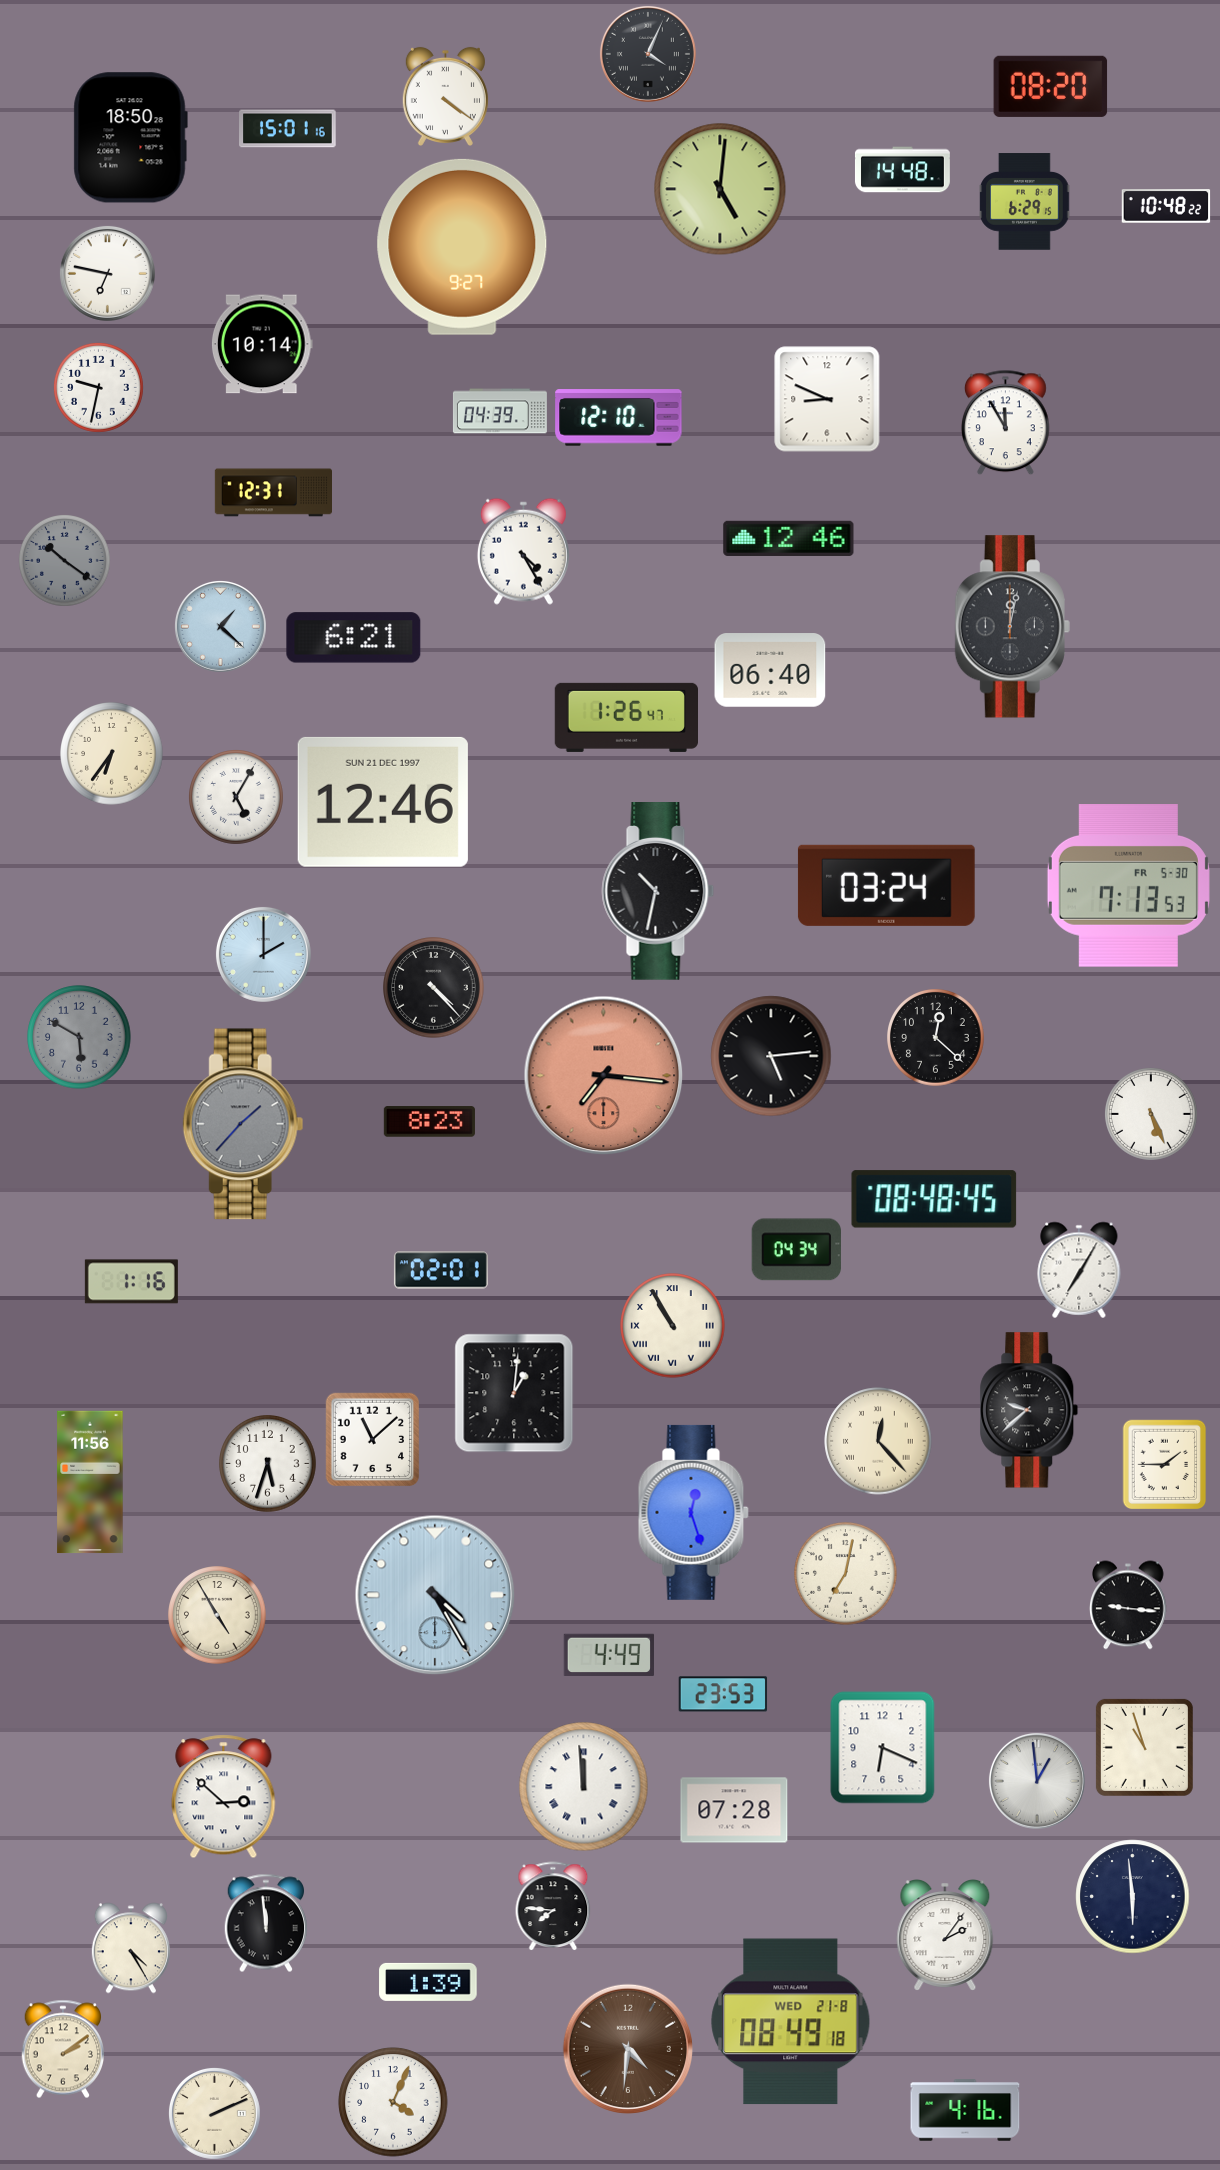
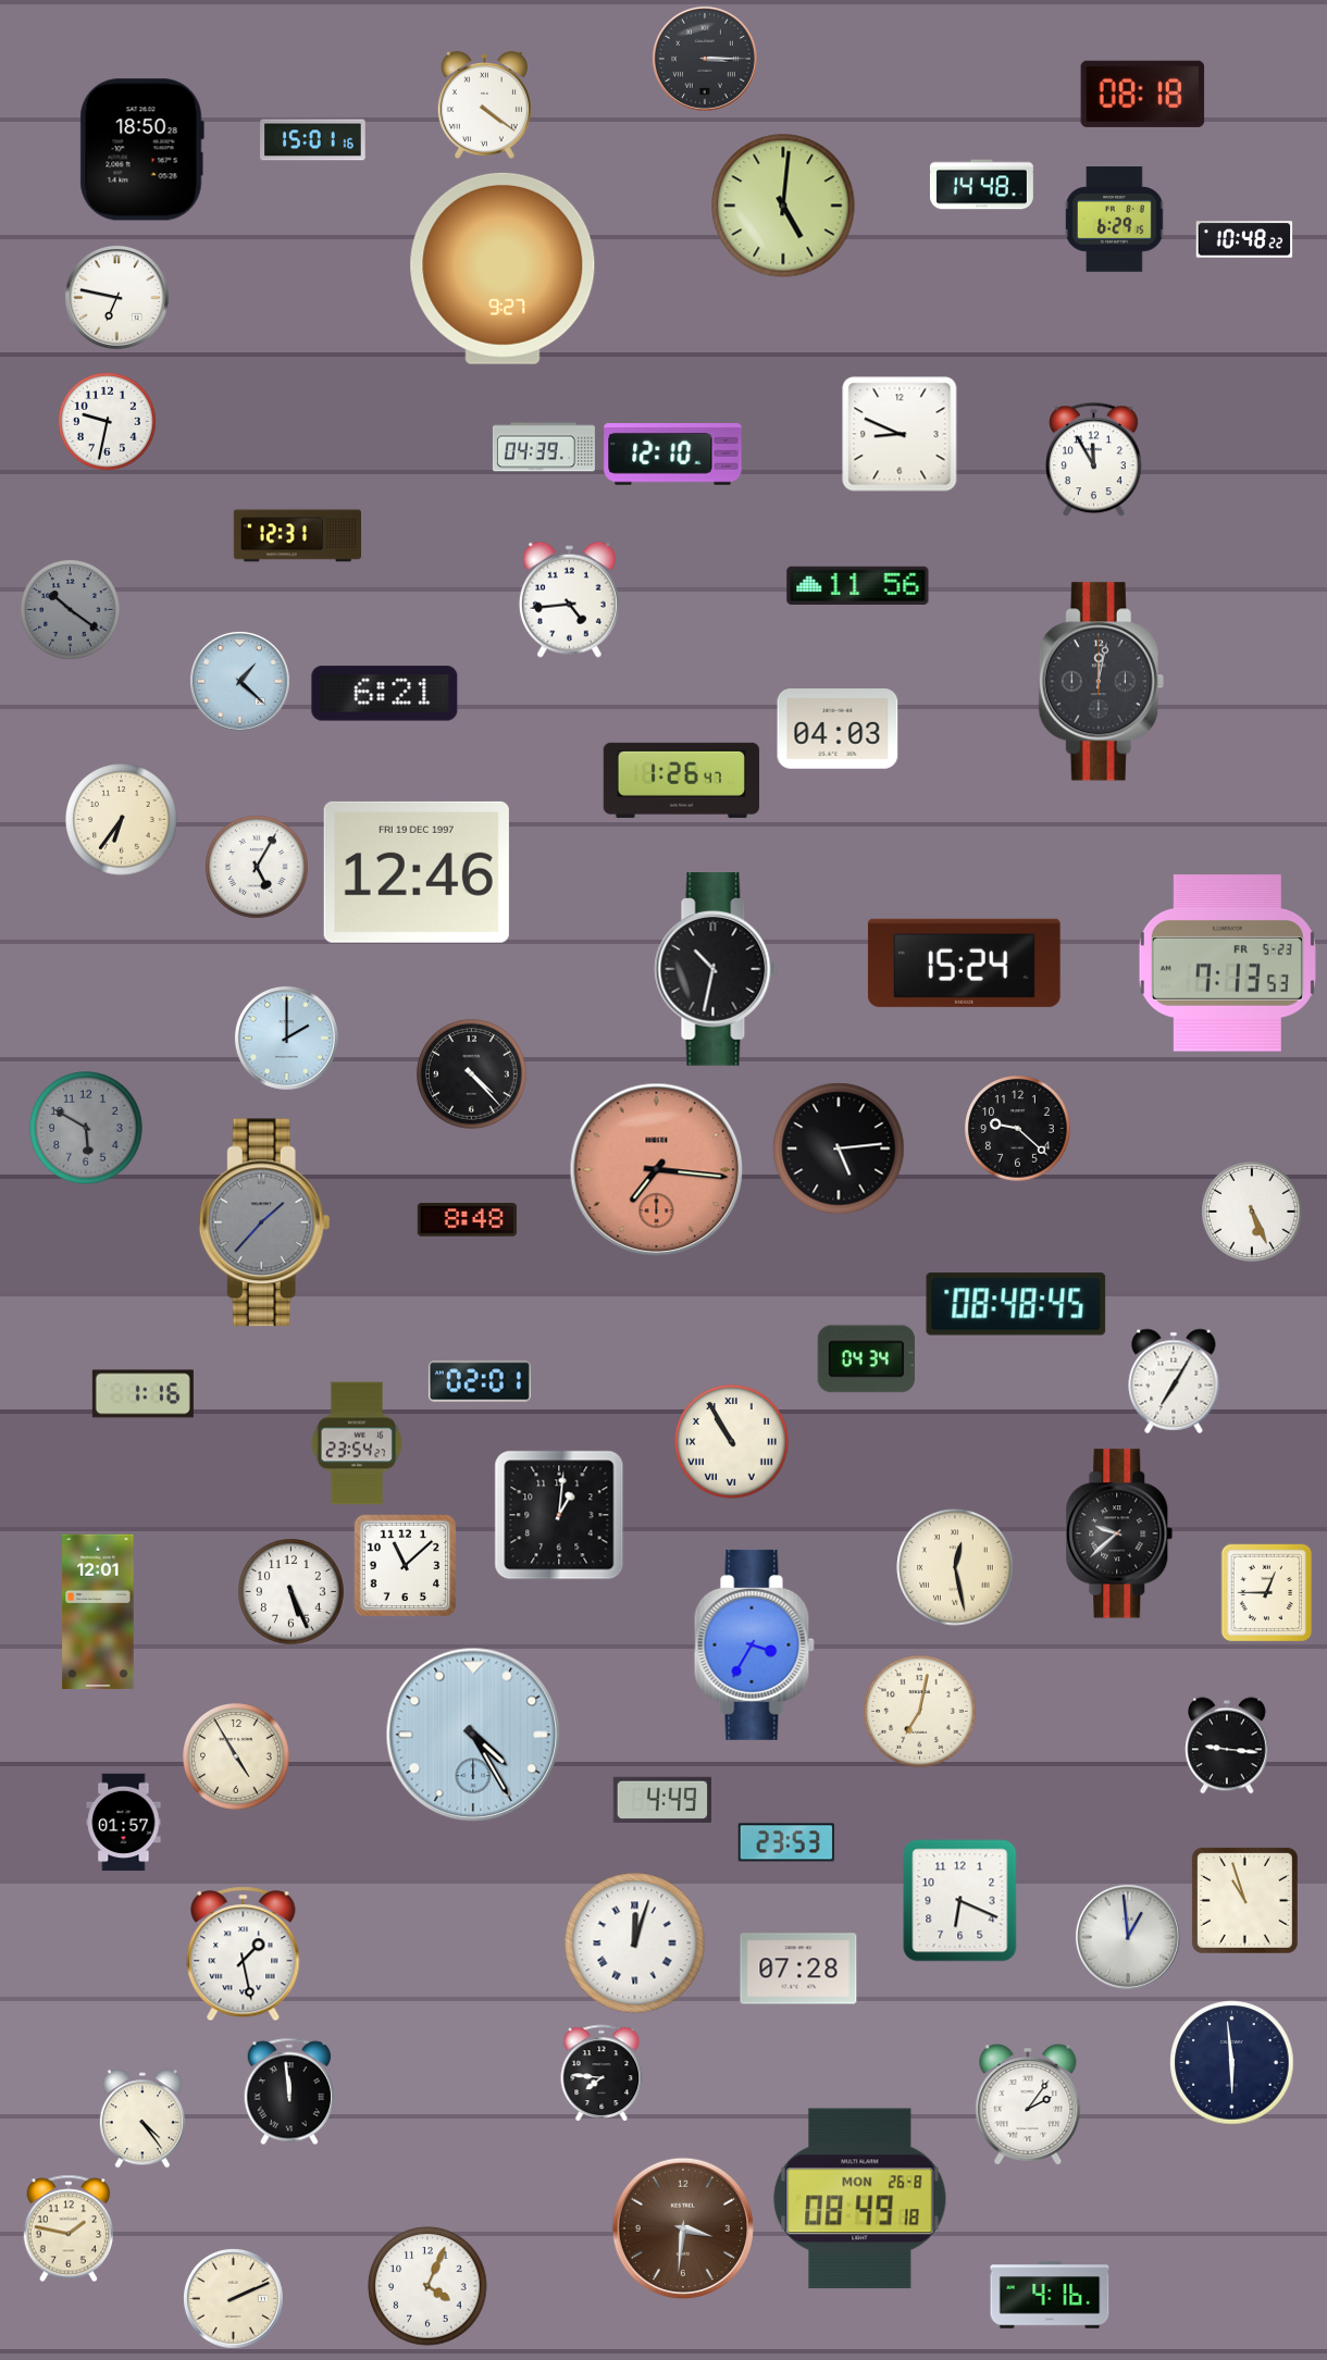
clock at (648, 54): 4:04 -> 3:15
clock at (1051, 86): 08:20 -> 08:18
clock at (1166, 206) position: (1166, 206) -> (1244, 239)
clock at (262, 344): 10:14 -> none
clock at (789, 538): 12:46 -> 11:56
clock at (523, 551): 4:25 -> 4:44
clock at (770, 670): 06:40 -> 04:03
clock at (383, 802) date: SUN 21 DEC 1997 -> FRI 19 DEC 1997
clock at (886, 885): 03:24 -> 15:24
clock at (1128, 886) date: FR 5-30 -> FR 5-23
clock at (936, 1038): 12:22 -> 9:22
clock at (429, 1122): 8:23 -> 8:48
clock at (357, 1443): none -> 23:54
clock at (878, 1441): 12:23 -> 12:28
clock at (268, 1464): 5:33 -> 5:26
clock at (1165, 1465): 1:45 -> 12:45
clock at (90, 1482): 11:56 -> 12:01
clock at (693, 1512): 12:27 -> 3:35
clock at (124, 1823): none -> 01:57
clock at (584, 1787): 11:59 -> 12:03
clock at (224, 1797): 2:52 -> 1:28
clock at (131, 1948): 4:25 -> 4:24
clock at (428, 1982): 1:39 -> none
clock at (791, 2022) date: WED 21-8 -> MON 26-8
clock at (62, 2049): 2:09 -> 1:47
clock at (628, 2049): 4:31 -> 3:31
